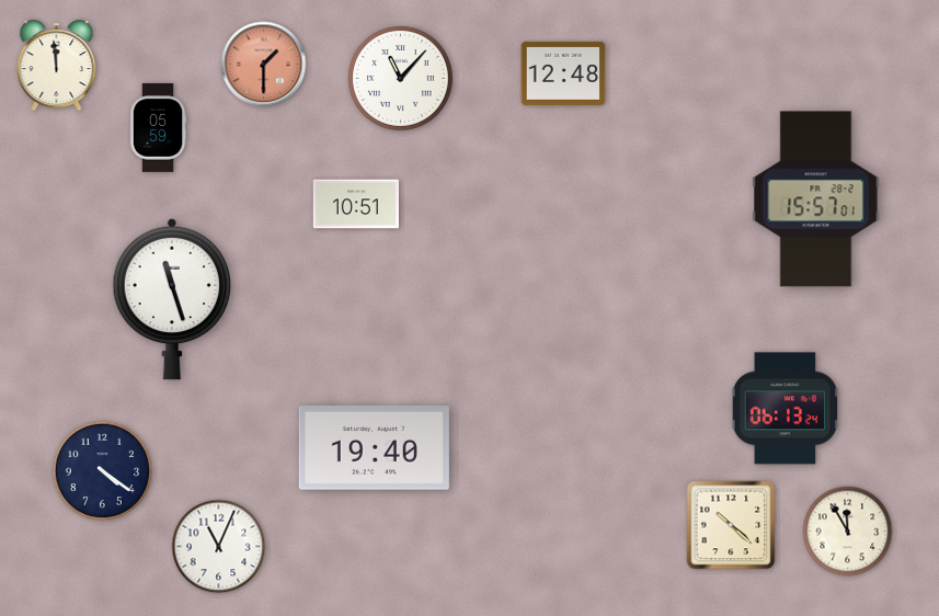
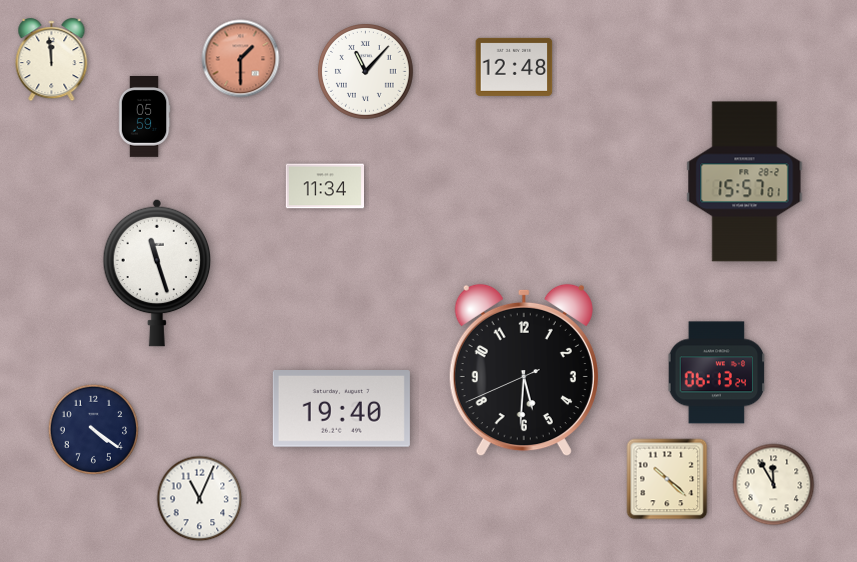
clock at (355, 204): 10:51 -> 11:34
clock at (524, 370): none -> 5:30
